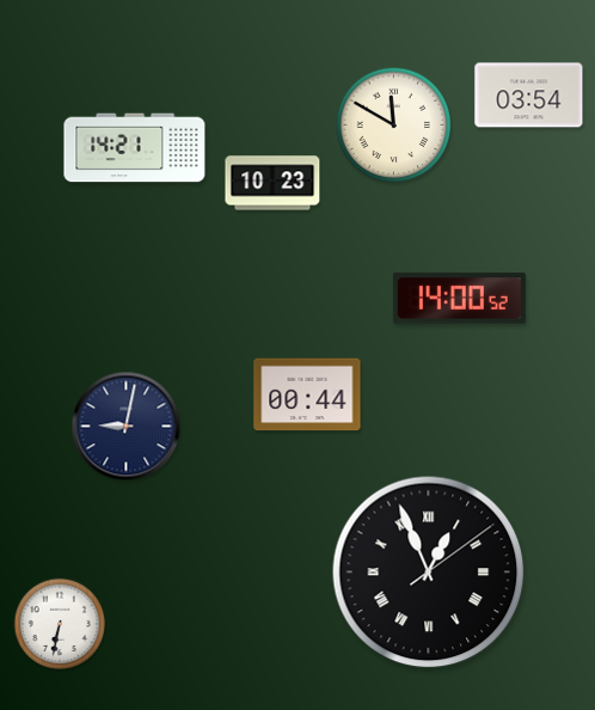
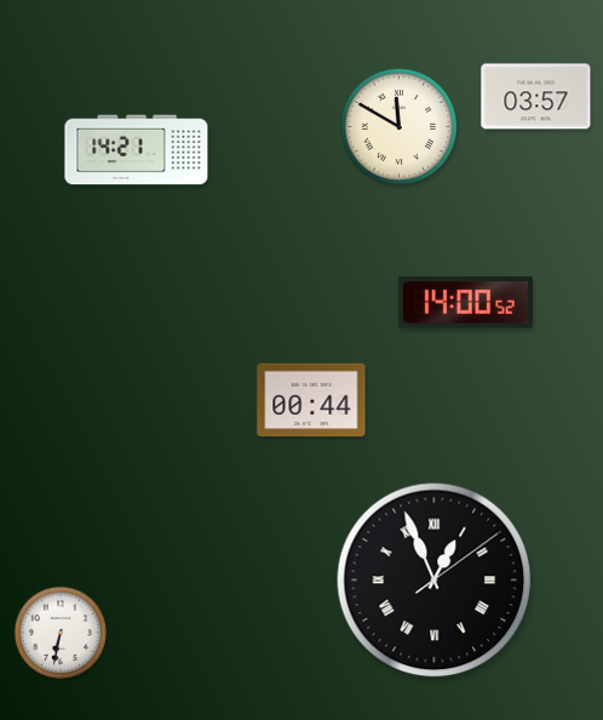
clock at (529, 96): 03:54 -> 03:57
clock at (272, 183): 10:23 -> none
clock at (127, 427): 9:02 -> none
